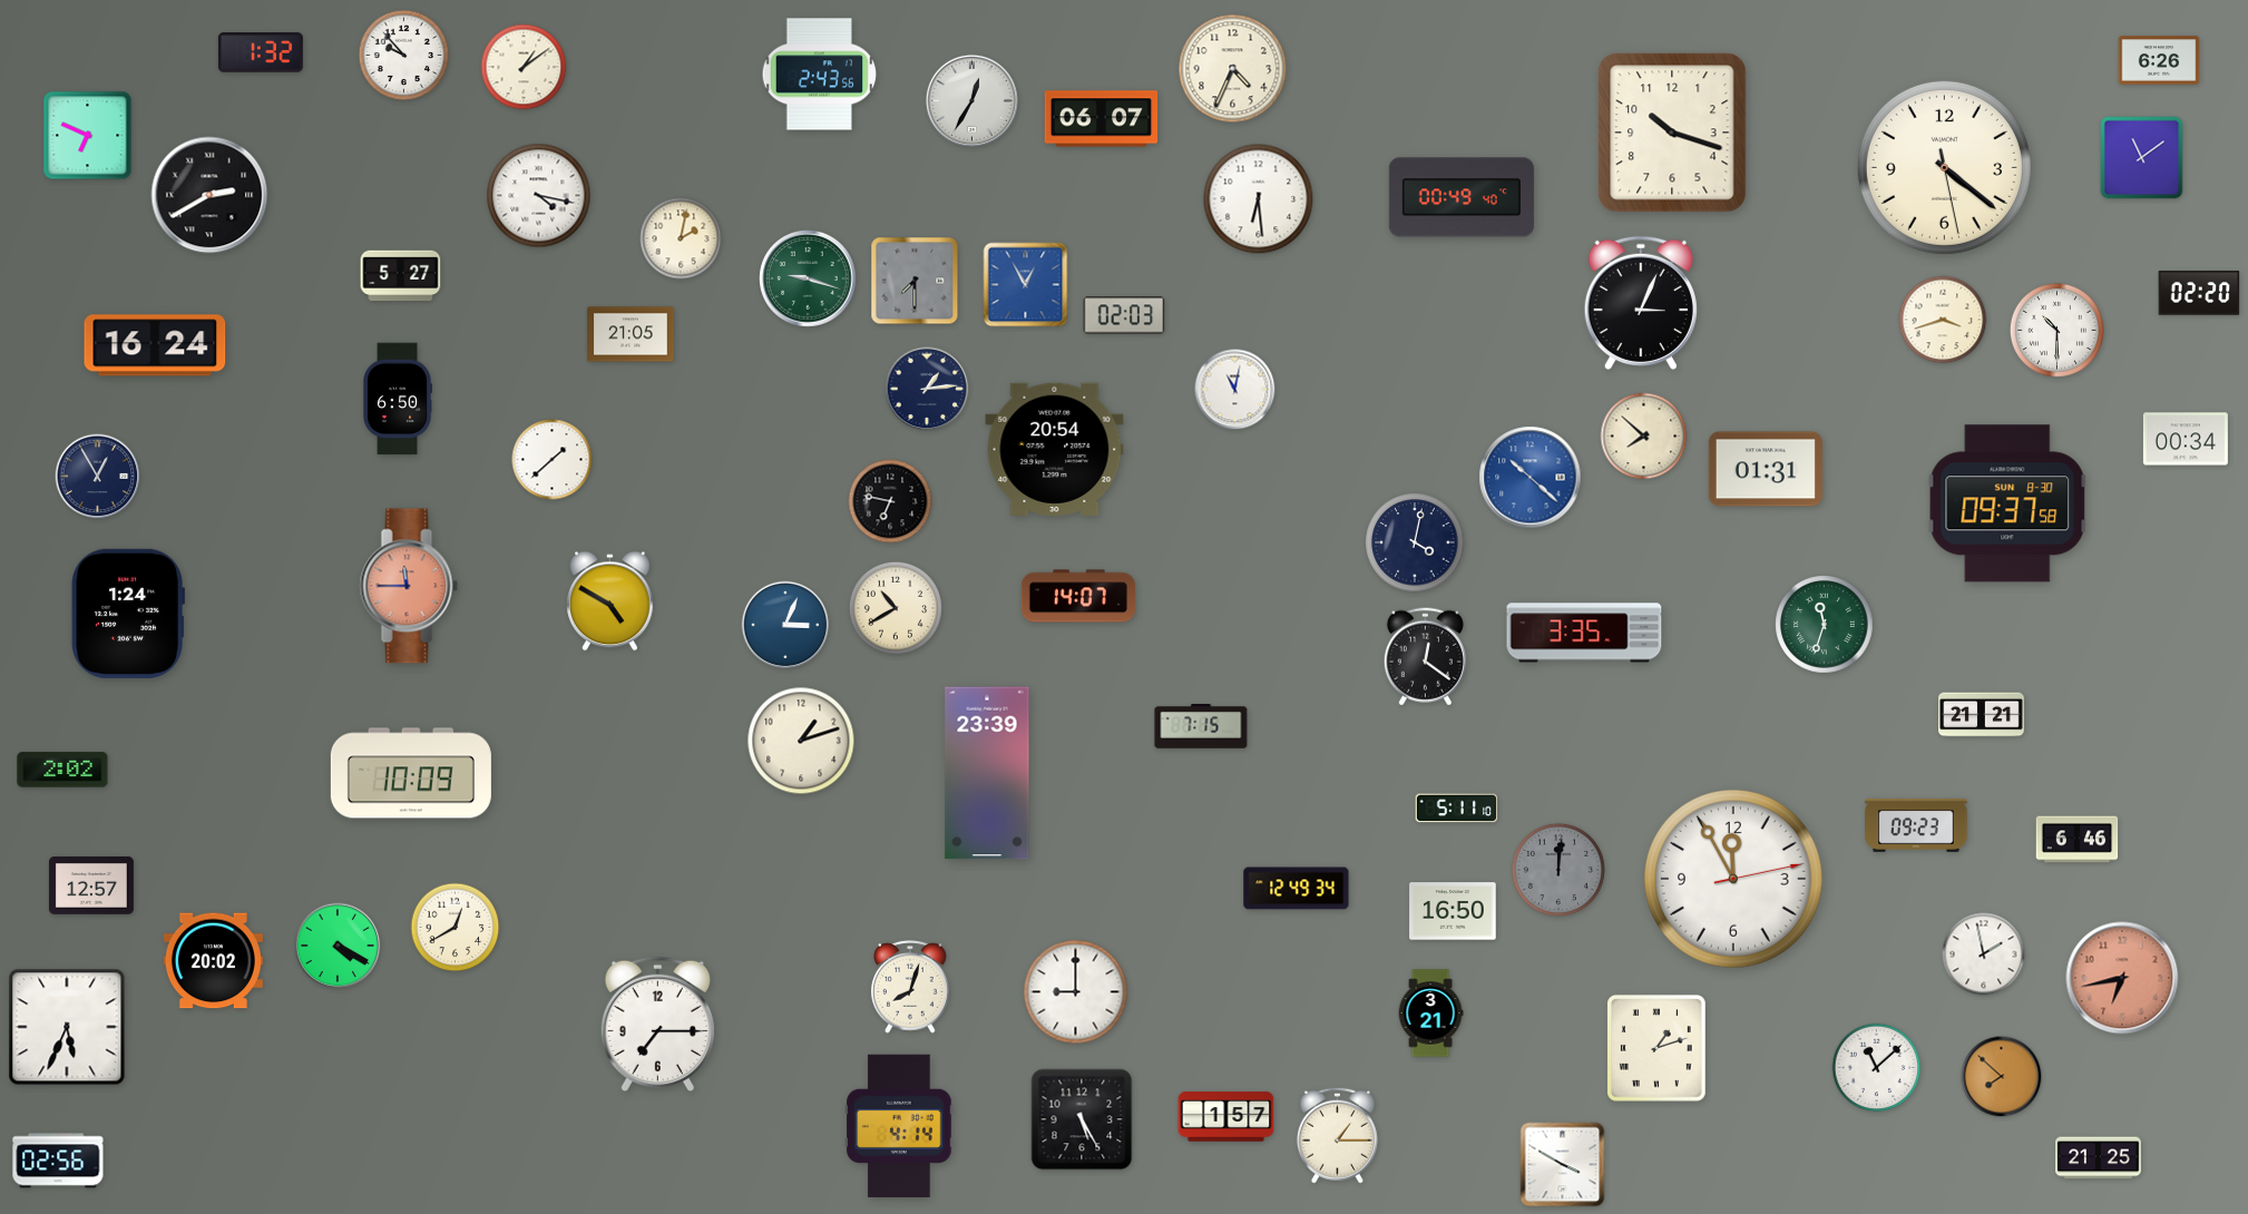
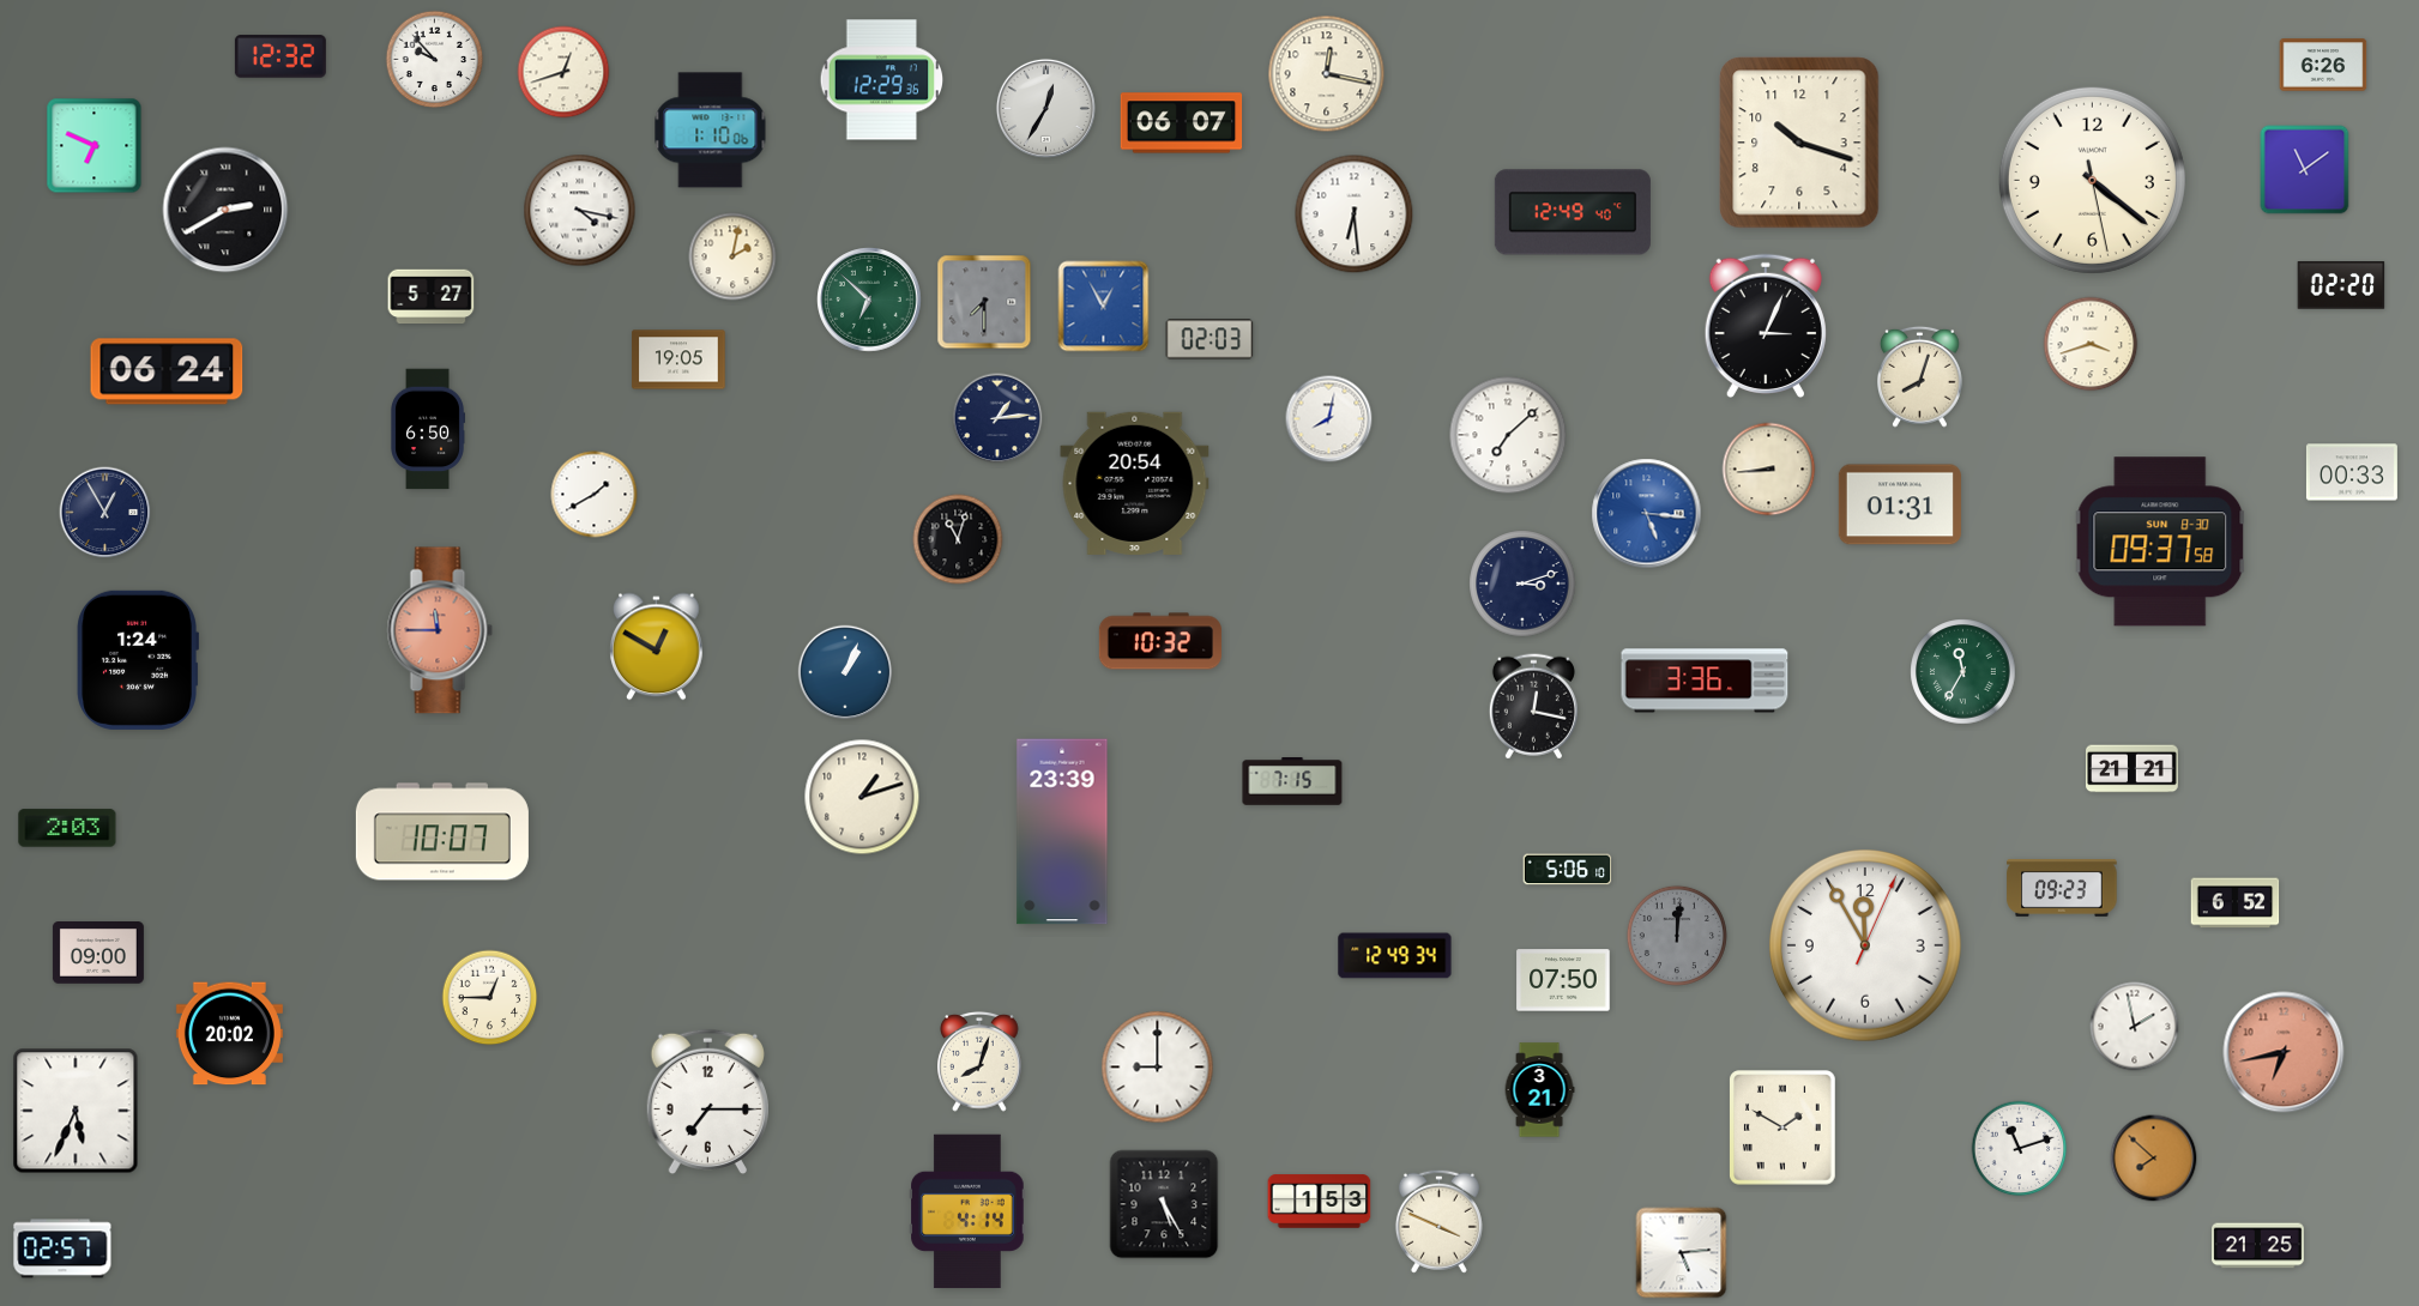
clock at (261, 52): 1:32 -> 12:32
clock at (524, 67): 1:09 -> 12:42
clock at (1233, 69): 4:34 -> 12:17
clock at (820, 75): 2:43 -> 12:29
clock at (1102, 119) position: (1102, 119) -> (1182, 123)
clock at (711, 131): none -> 1:10
clock at (1462, 197): 00:49 -> 12:49
clock at (808, 278): 9:18 -> 6:52
clock at (2199, 293) position: (2199, 293) -> (2341, 285)
clock at (2056, 330): 10:30 -> none
clock at (631, 334): 21:05 -> 19:05
clock at (155, 345): 16:24 -> 06:24
clock at (1920, 376): none -> 8:03
clock at (1235, 390): 11:02 -> 8:02
clock at (1508, 435): none -> 7:08
clock at (1644, 437): 7:52 -> 8:44
clock at (2186, 439): 00:34 -> 00:33
clock at (553, 460): 1:38 -> 1:40
clock at (1531, 478): 10:22 -> 5:16
clock at (890, 501): 6:47 -> 11:03
clock at (1415, 542): 4:02 -> 3:12
clock at (1078, 596): 14:07 -> 10:32
clock at (610, 601): 4:50 -> 12:50
clock at (896, 608): 10:40 -> none
clock at (785, 625): 3:04 -> 1:04
clock at (1825, 625): 11:33 -> 11:35
clock at (1584, 633): 3:35 -> 3:36
clock at (1425, 657): 12:21 -> 12:17
clock at (62, 770): 2:02 -> 2:03
clock at (411, 773): 10:09 -> 10:07
clock at (1457, 809): 5:11 -> 5:06
clock at (2078, 840): 6:46 -> 6:52
clock at (1734, 880): 11:55:13 -> 11:55:04
clock at (91, 887): 12:57 -> 09:00
clock at (1453, 911): 16:50 -> 07:50
clock at (456, 928): 12:40 -> 12:45
clock at (338, 946): 4:20 -> none
clock at (67, 1027) position: (67, 1027) -> (76, 1111)
clock at (1656, 1048): 1:12 -> 1:50
clock at (1877, 1068): 11:08 -> 11:12
clock at (1226, 1117): 1:57 -> 1:53
clock at (1337, 1135): 1:15 -> 3:49
clock at (58, 1161): 02:56 -> 02:57
clock at (1563, 1165): 3:50 -> 5:14
